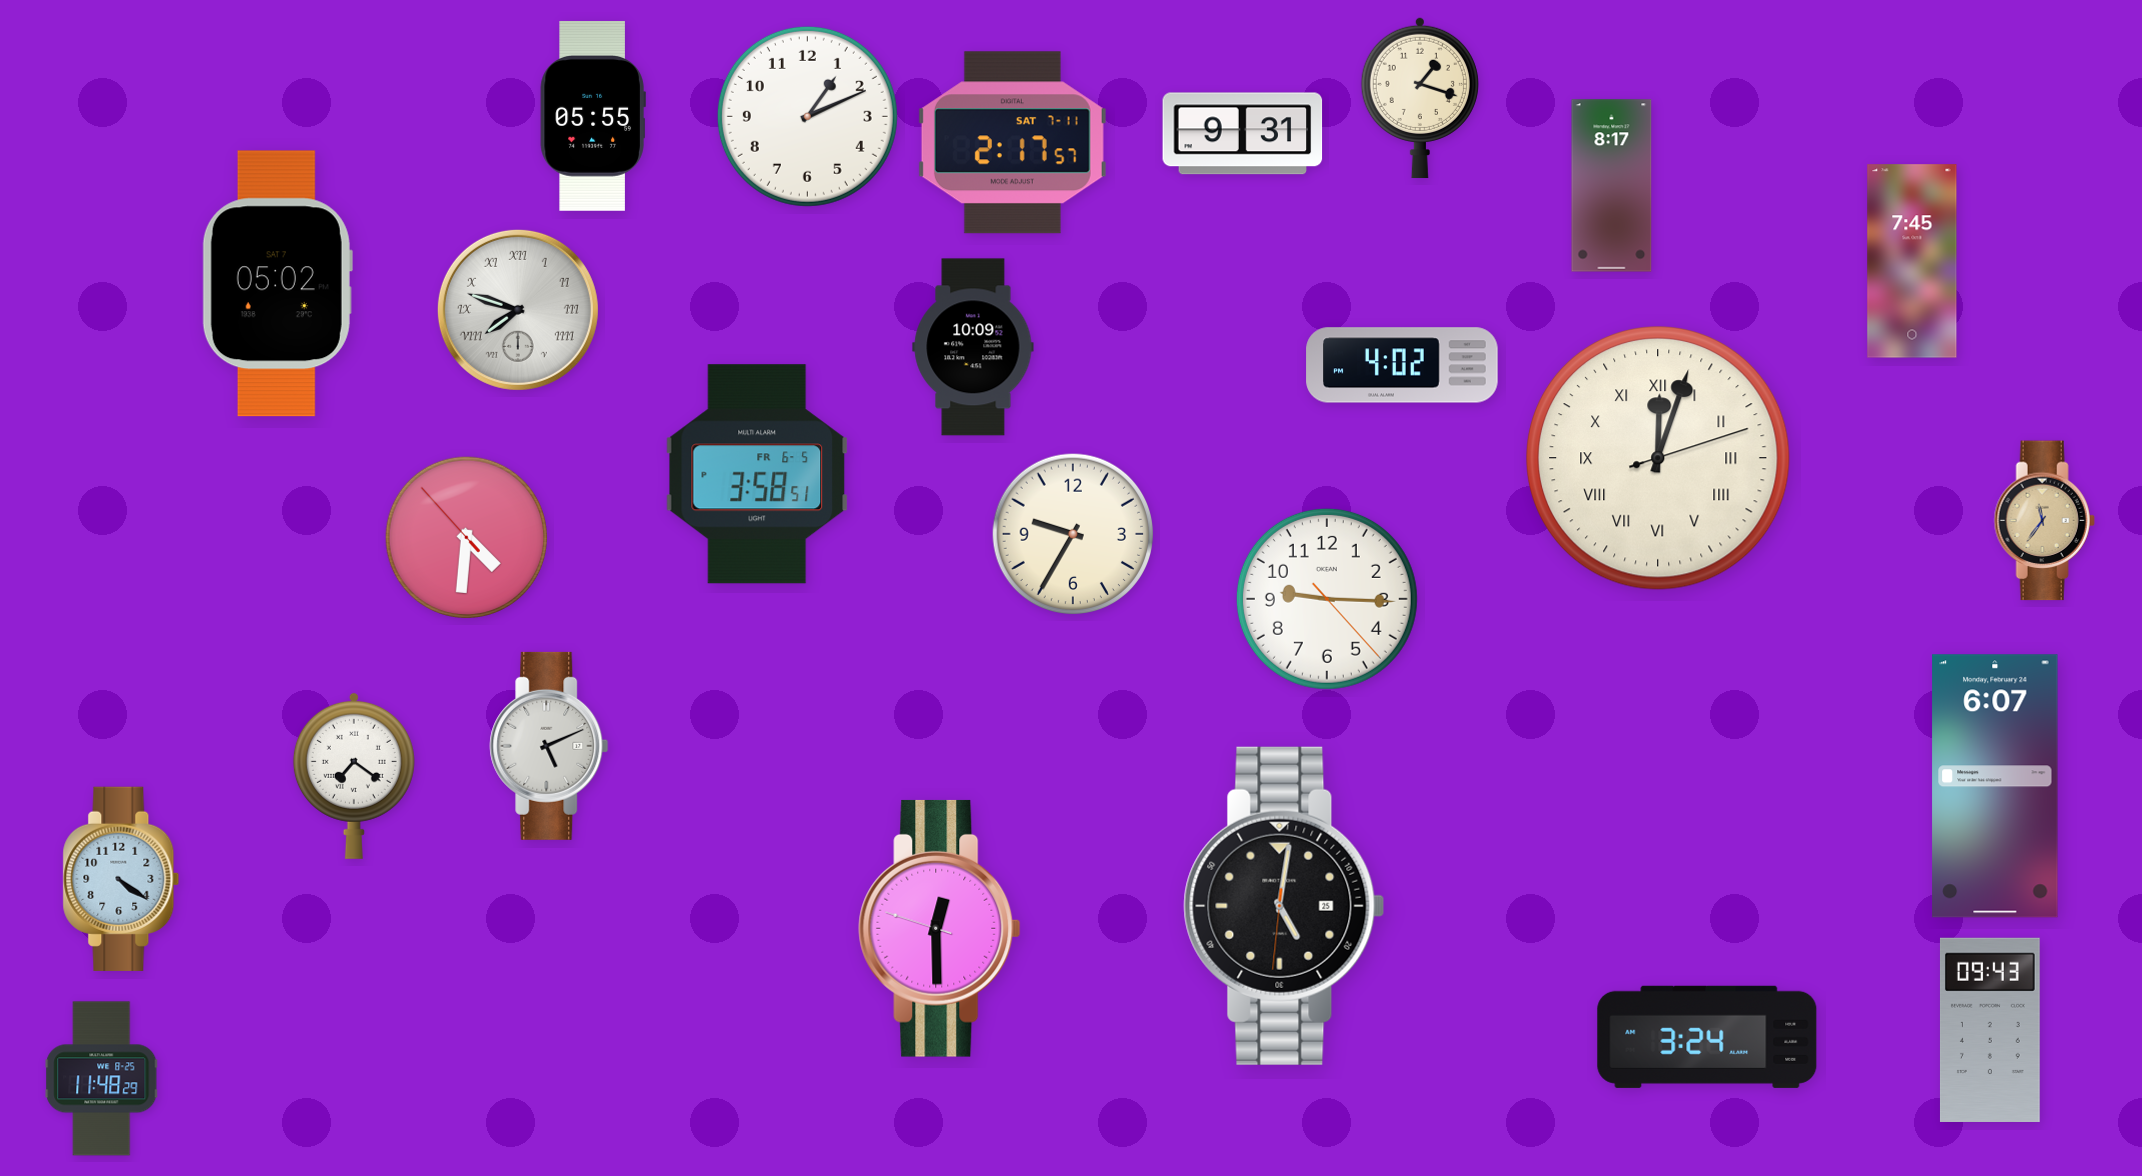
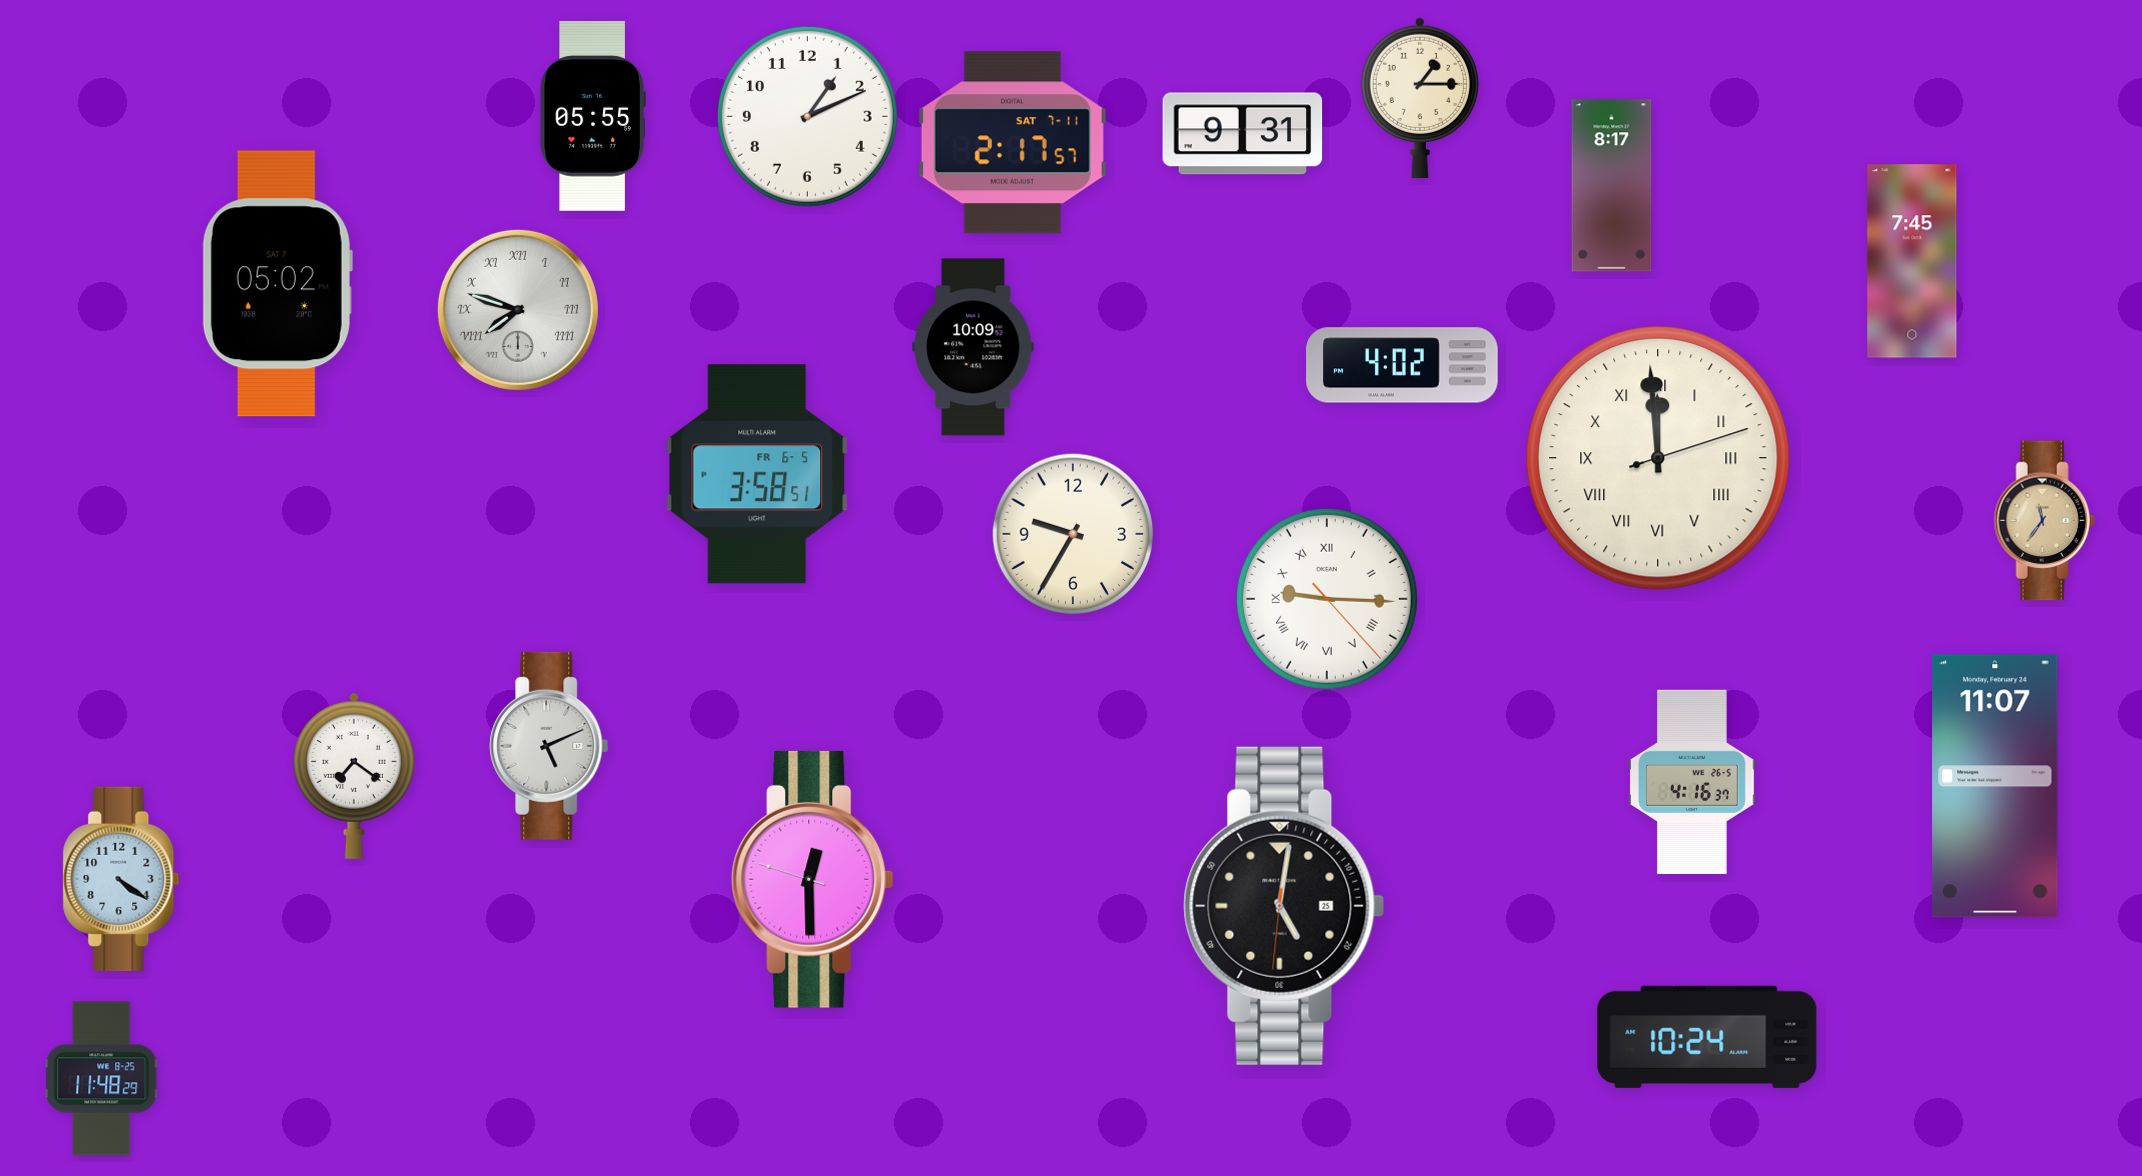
clock at (1420, 98): 1:18 -> 1:15
clock at (1658, 458): 12:03 -> 11:59
clock at (466, 537): 4:30 -> none
clock at (1327, 599) numerals: Arabic -> Roman
clock at (1692, 781): none -> 4:16
clock at (1995, 786): 6:07 -> 11:07
clock at (940, 928) position: (940, 928) -> (813, 879)
clock at (1990, 1030): 09:43 -> none
clock at (1707, 1037): 3:24 -> 10:24
